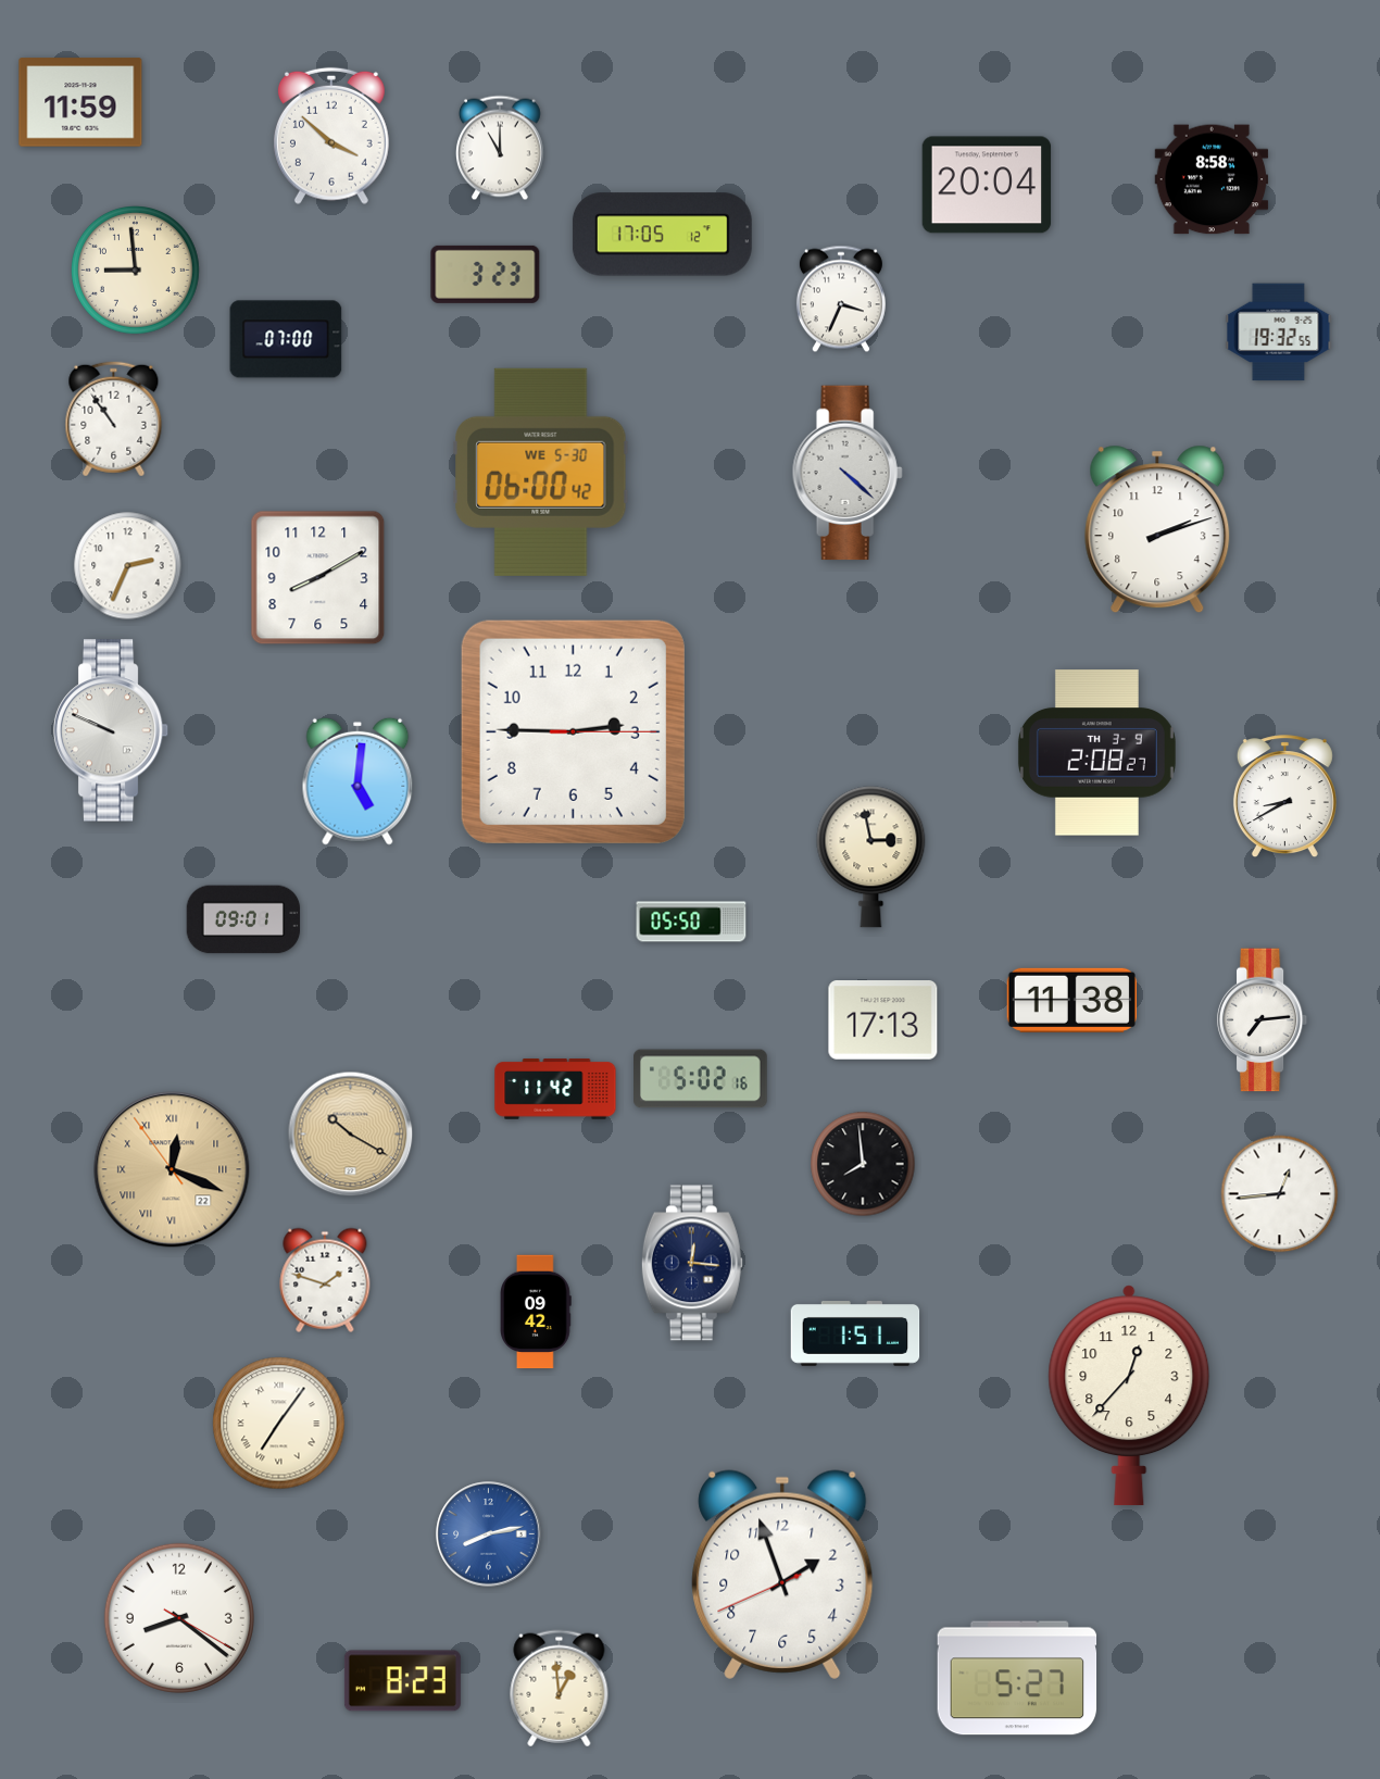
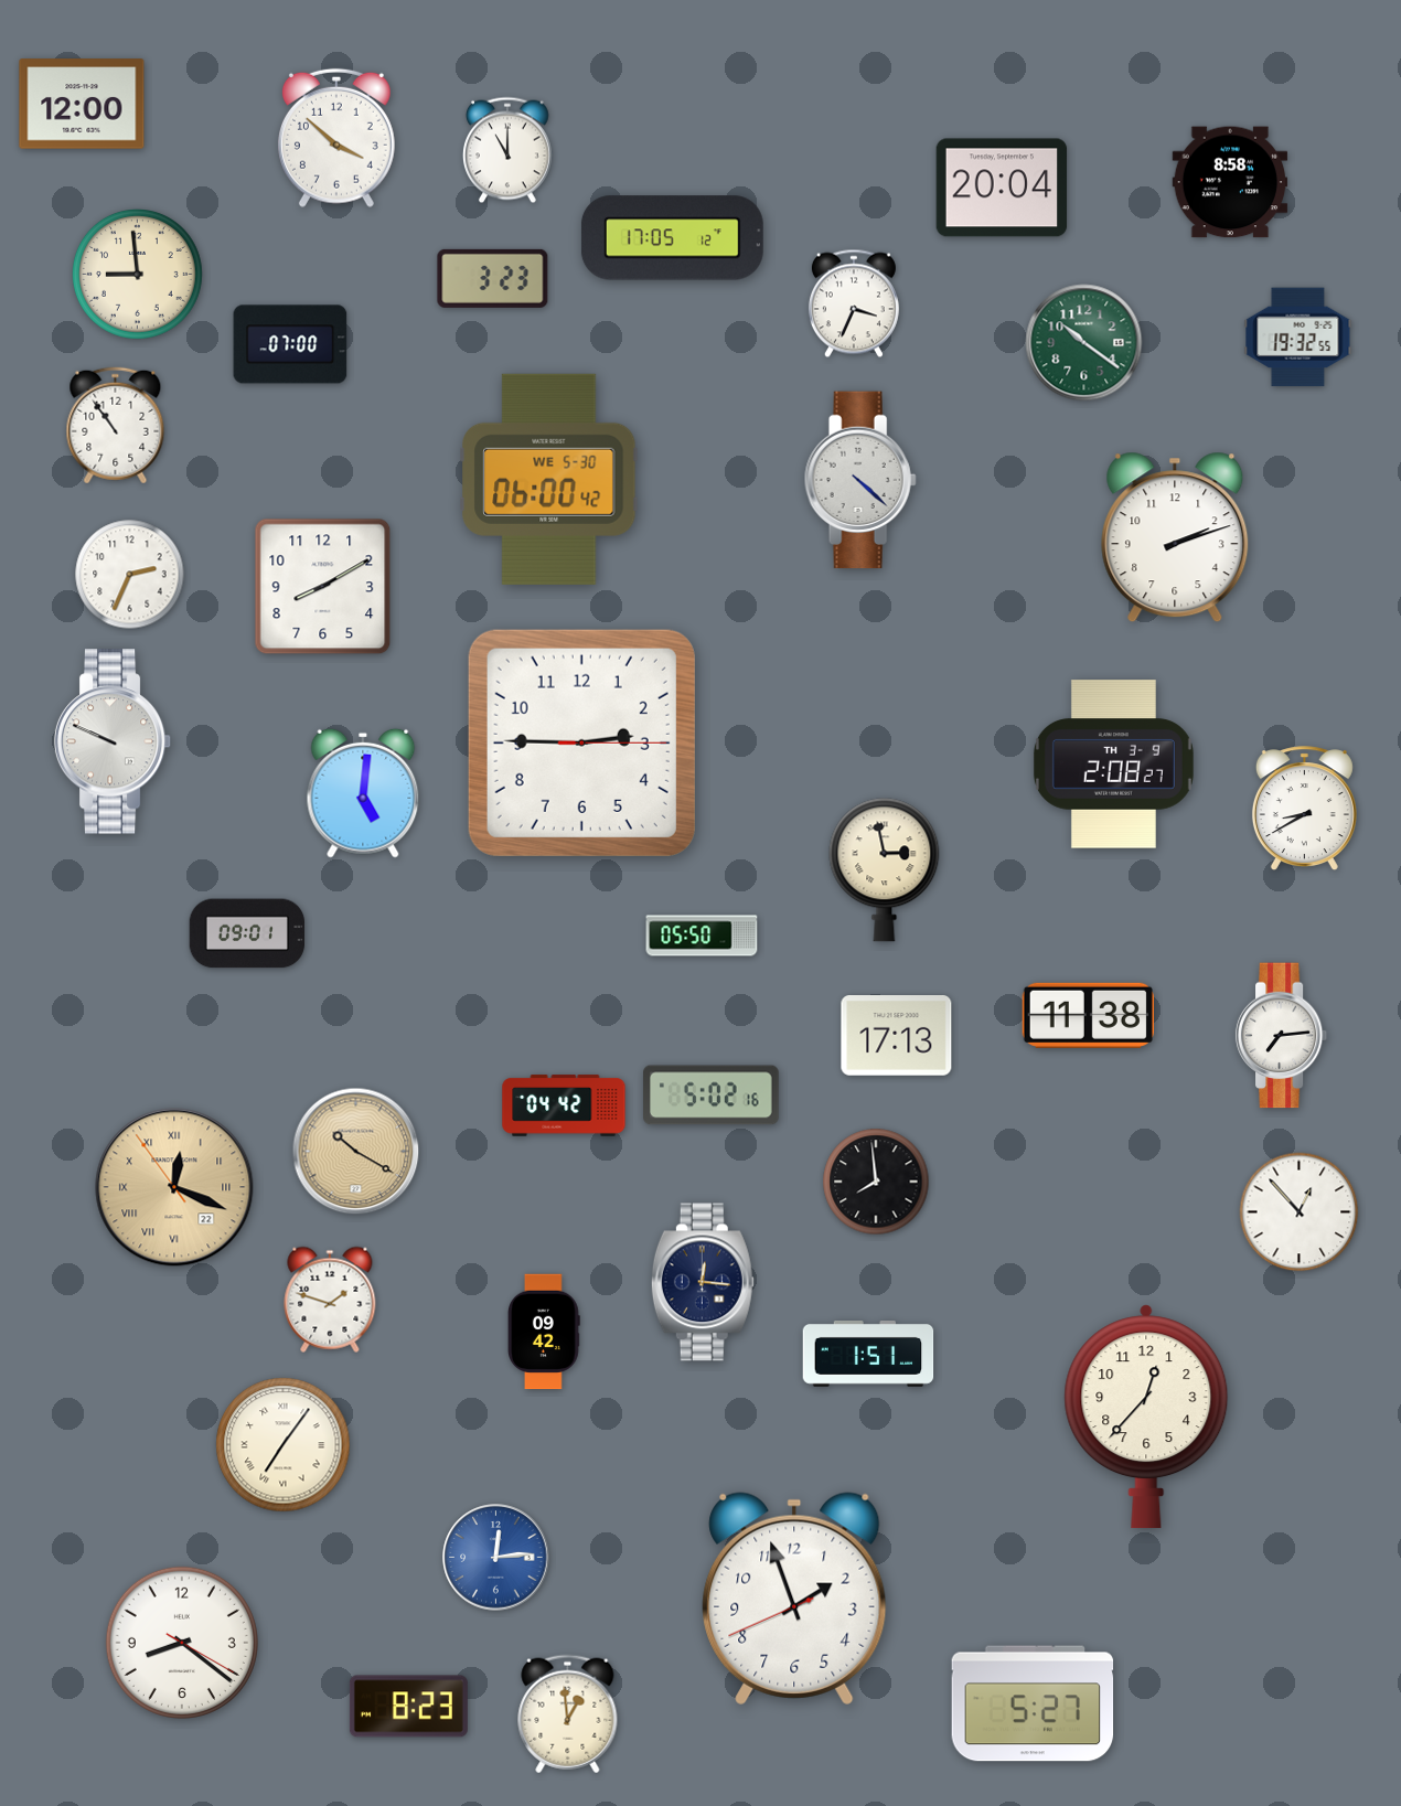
clock at (80, 102): 11:59 -> 12:00
clock at (1084, 343): none -> 10:21
clock at (555, 1089): 11:42 -> 04:42
clock at (1280, 1194): 12:44 -> 12:53
clock at (489, 1534): 8:13 -> 12:14
